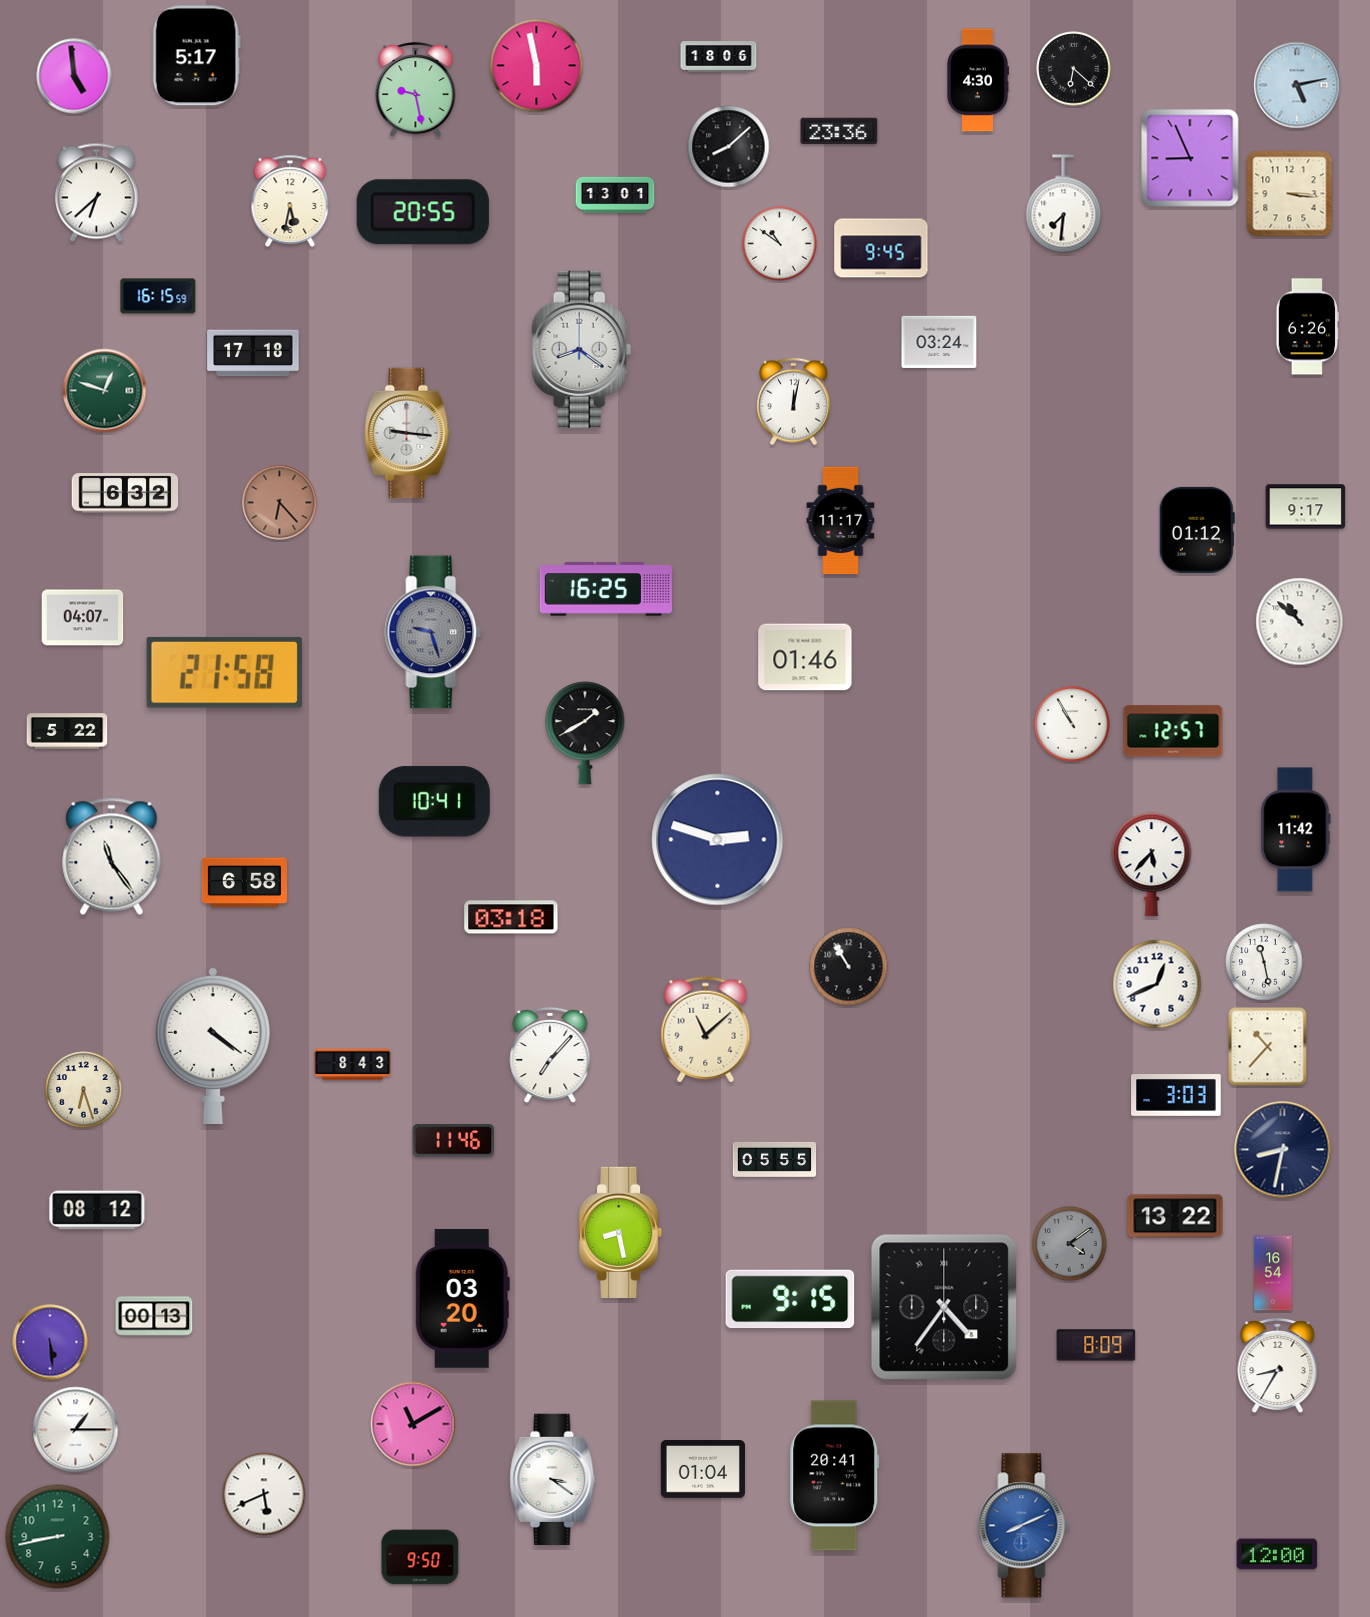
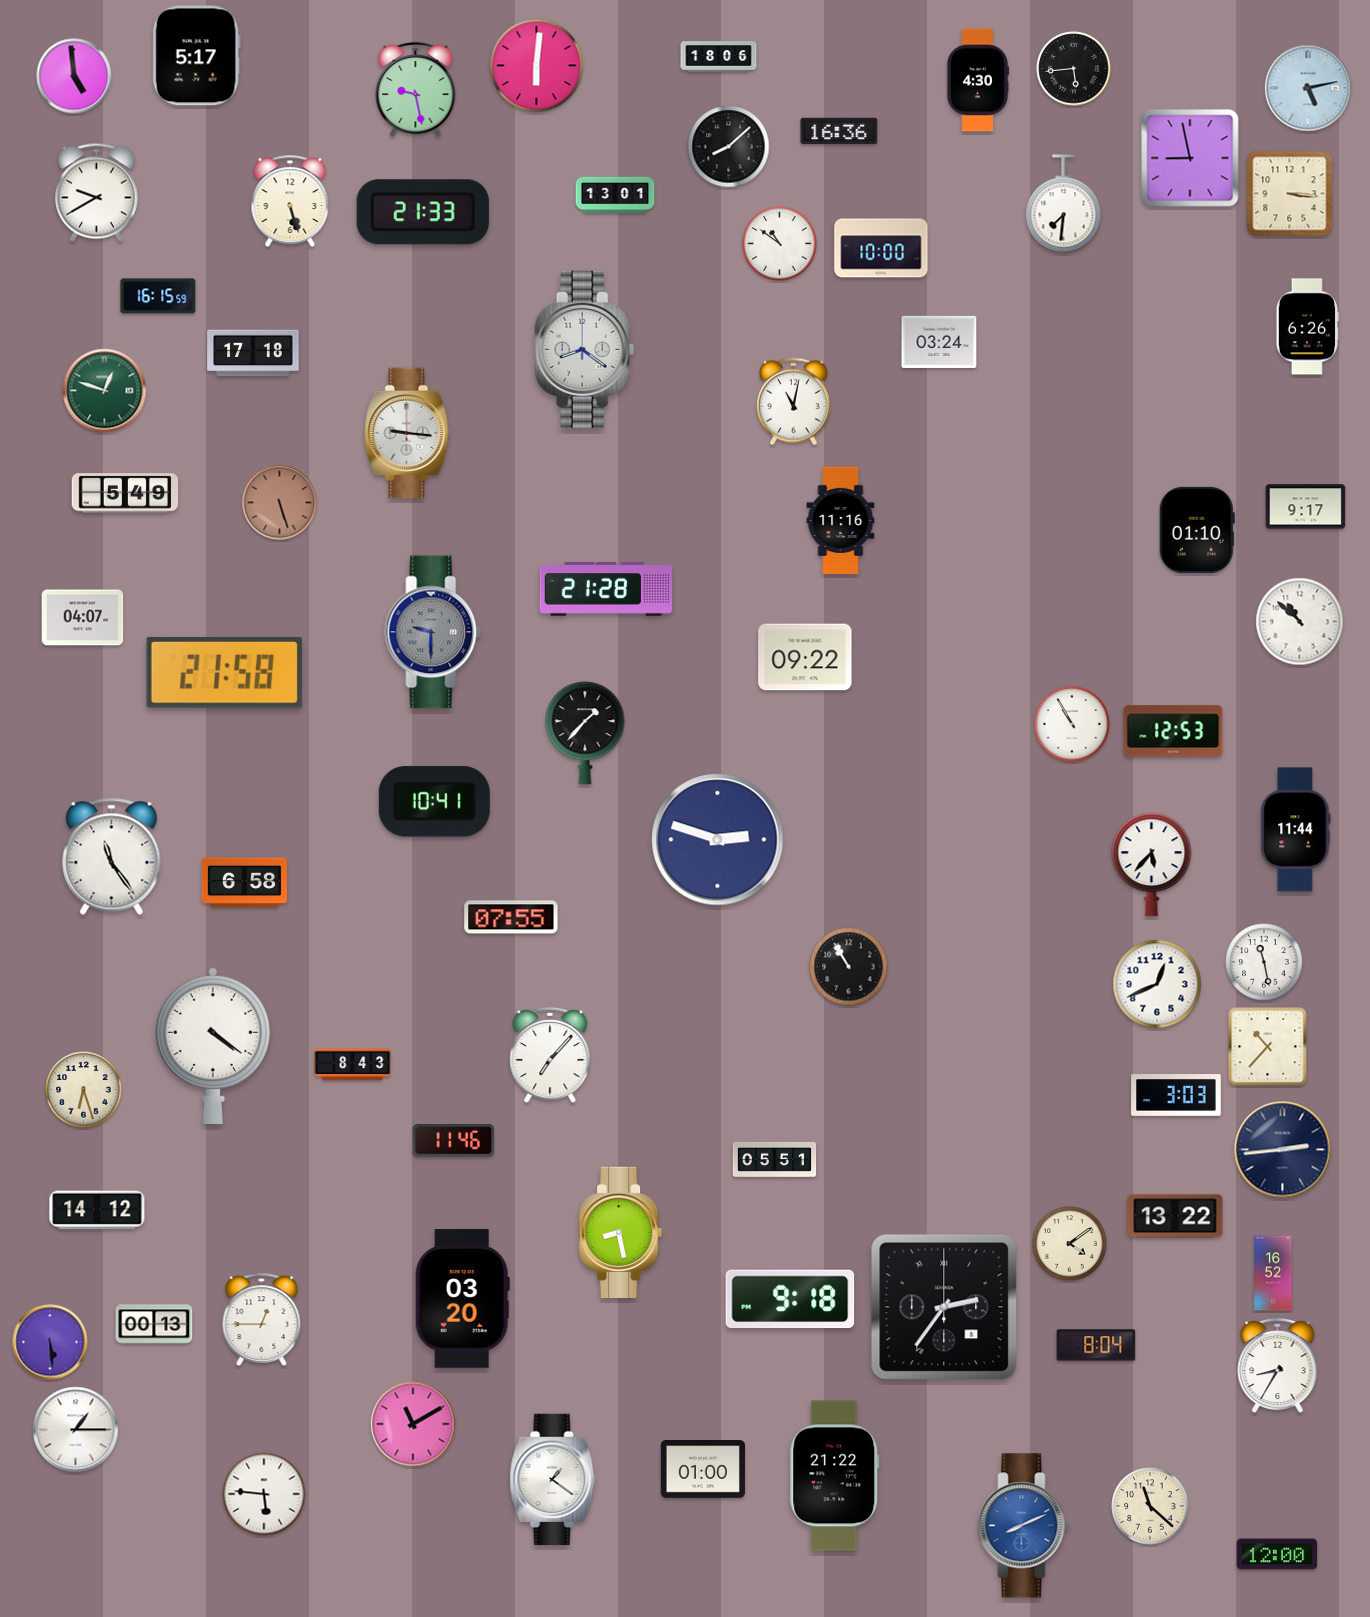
clock at (537, 66): 5:58 -> 6:01
clock at (1074, 69): 6:22 -> 5:44
clock at (1297, 85) position: (1297, 85) -> (1308, 88)
clock at (839, 131): 23:36 -> 16:36
clock at (1190, 158): 8:56 -> 8:58
clock at (96, 193): 6:38 -> 9:40
clock at (290, 201): 5:32 -> 5:27
clock at (423, 212): 20:55 -> 21:33
clock at (881, 248): 9:45 -> 10:00
clock at (582, 349) position: (582, 349) -> (585, 349)
clock at (794, 402): 12:02 -> 11:02
clock at (125, 493): 6:32 -> 5:49
clock at (280, 503): 6:23 -> 5:27
clock at (841, 521): 11:17 -> 11:16
clock at (1197, 530): 01:12 -> 01:10
clock at (606, 589): 16:25 -> 21:28
clock at (433, 632): 9:27 -> 9:30
clock at (805, 657): 01:46 -> 09:22
clock at (67, 731): 5:22 -> none
clock at (1173, 731): 12:57 -> 12:53
clock at (585, 733): 1:40 -> 1:37
clock at (1296, 830): 11:42 -> 11:44
clock at (511, 917): 03:18 -> 07:55
clock at (706, 1030): 11:08 -> none
clock at (1283, 1150): 8:32 -> 2:44
clock at (775, 1159): 05:55 -> 05:51
clock at (97, 1210): 08:12 -> 14:12
clock at (1070, 1244) dial: grey -> cream
clock at (1273, 1273): 16:54 -> 16:52
clock at (790, 1299): 9:15 -> 9:18
clock at (944, 1307): 4:36 -> 2:36
clock at (154, 1316) position: (154, 1316) -> (154, 1324)
clock at (262, 1319): none -> 12:45
clock at (1096, 1345): 8:09 -> 8:04
clock at (703, 1469): 01:04 -> 01:00
clock at (835, 1476): 20:41 -> 21:22
clock at (553, 1480): 3:21 -> 1:21
clock at (264, 1494): 5:41 -> 5:46
clock at (1150, 1506): none -> 11:22
clock at (58, 1537): 8:43 -> none
clock at (420, 1557): 9:50 -> none
